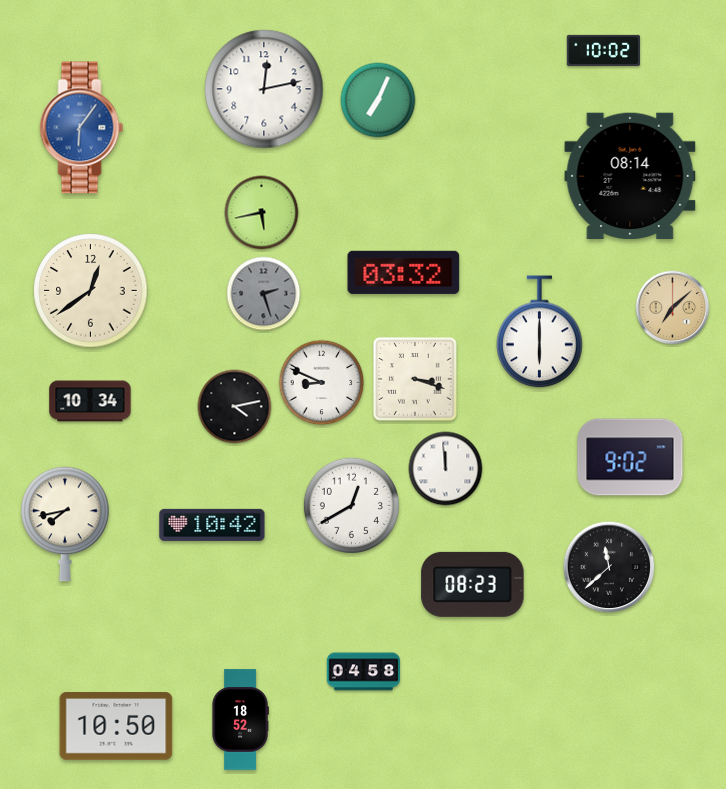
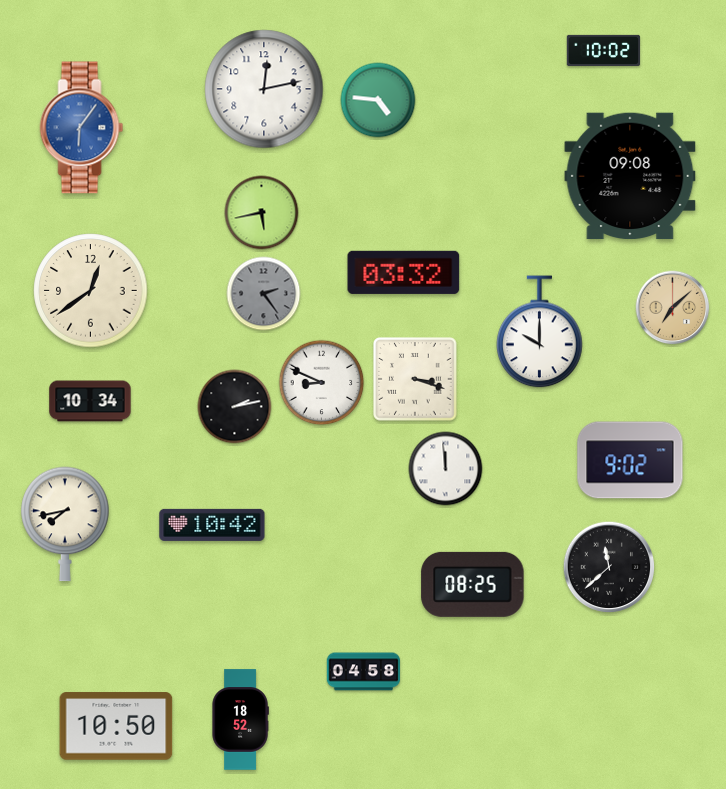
clock at (378, 100): 7:04 -> 4:46
clock at (630, 176): 08:14 -> 09:08
clock at (264, 294): 2:27 -> 2:24
clock at (540, 332): 6:00 -> 10:00
clock at (235, 407): 4:13 -> 2:13
clock at (630, 457) position: (630, 457) -> (630, 460)
clock at (351, 505): 12:40 -> none
clock at (473, 584): 08:23 -> 08:25
